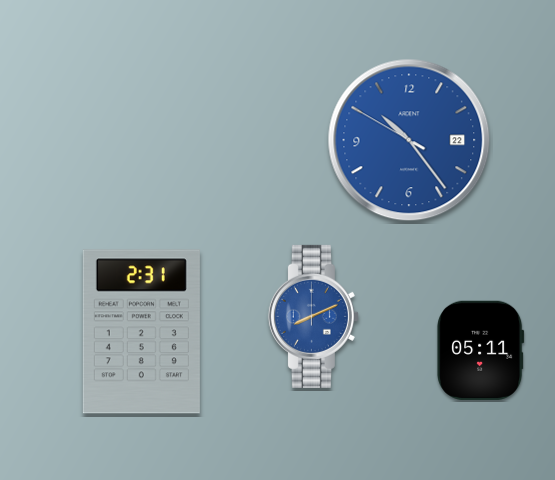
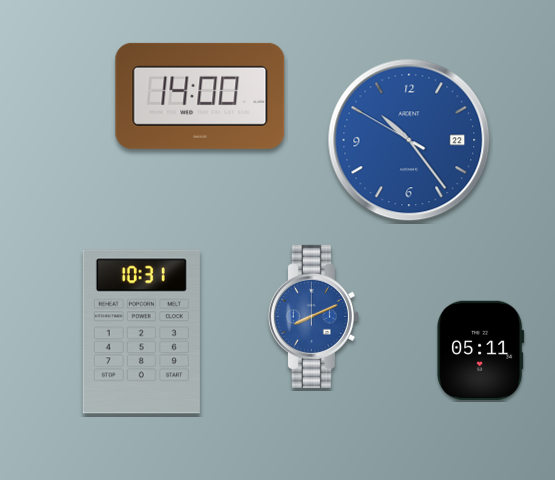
clock at (200, 96): none -> 14:00
clock at (141, 332): 2:31 -> 10:31
